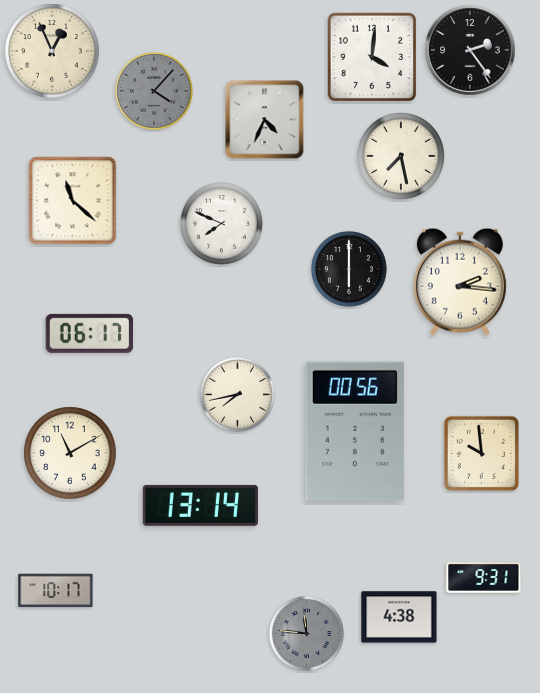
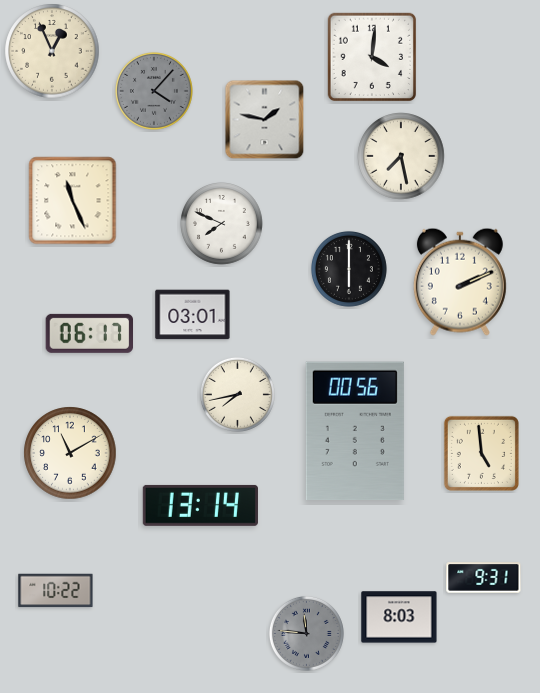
clock at (470, 50): 2:24 -> none
clock at (265, 120): 4:34 -> 1:47
clock at (73, 201): 11:22 -> 11:26
clock at (460, 282): 2:16 -> 2:11
clock at (193, 315): none -> 03:01
clock at (481, 453): 9:59 -> 4:59
clock at (56, 591): 10:17 -> 10:22
clock at (399, 617): 4:38 -> 8:03
